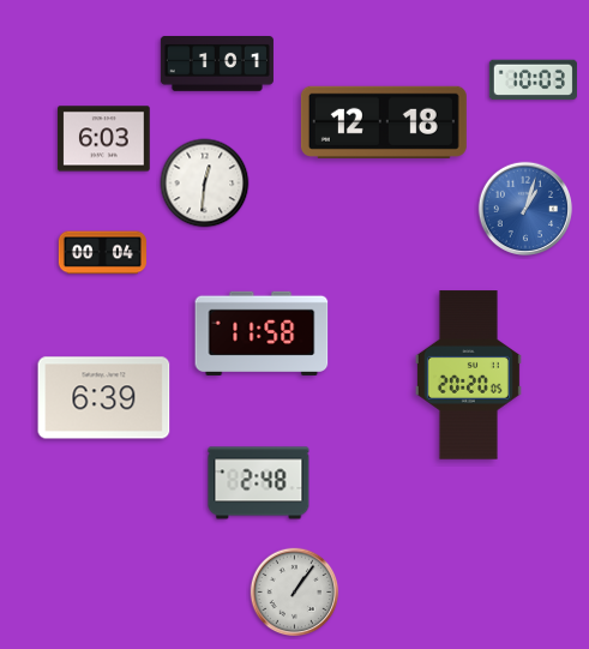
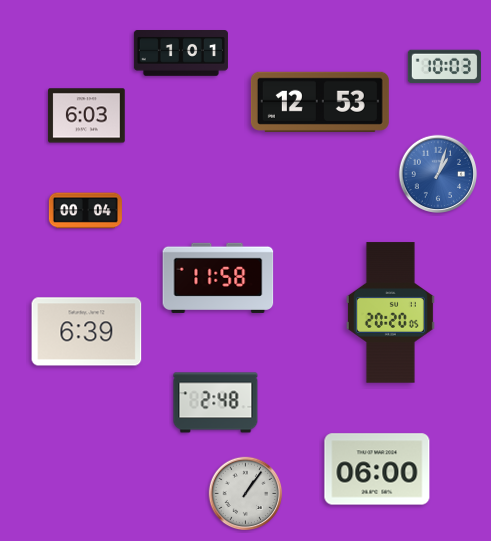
clock at (384, 122): 12:18 -> 12:53
clock at (205, 184): 12:31 -> none
clock at (377, 469): none -> 06:00
